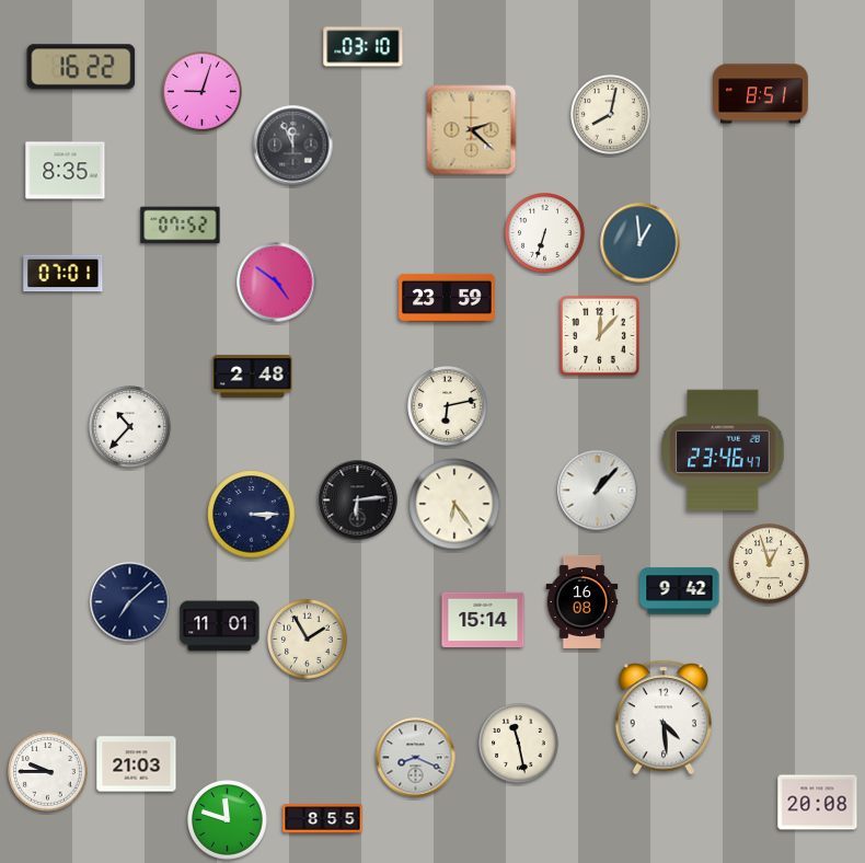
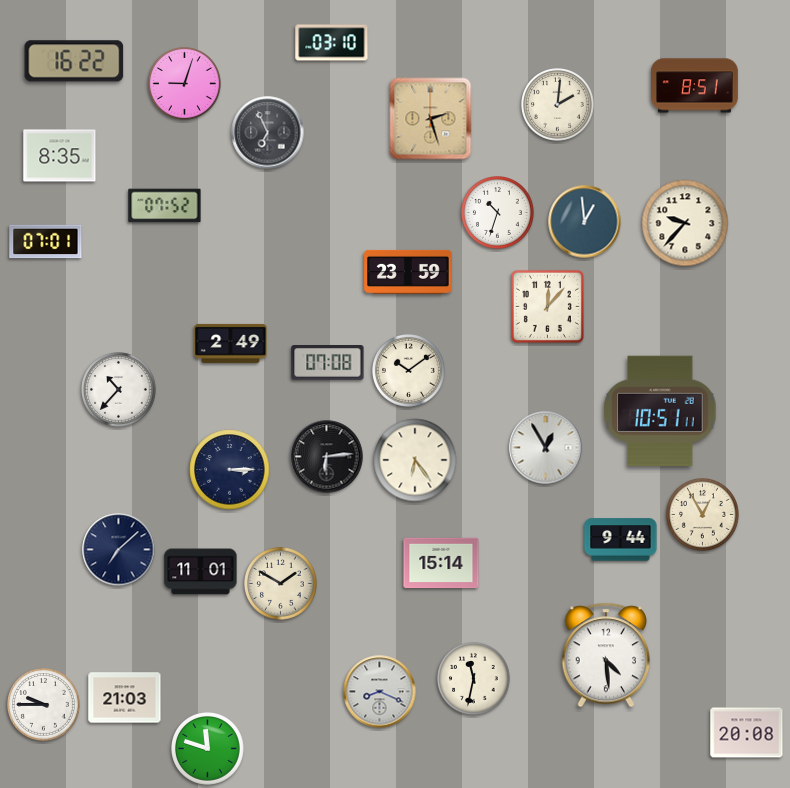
clock at (611, 115): 8:02 -> 2:01
clock at (472, 130): 2:22 -> 2:27
clock at (293, 146): 11:56 -> 6:56
clock at (545, 233): 6:33 -> 10:33
clock at (685, 223): none -> 9:37
clock at (64, 274) position: (64, 274) -> (46, 242)
clock at (277, 283): 4:51 -> none
clock at (253, 376): 2:48 -> 2:49
clock at (328, 363): none -> 07:08
clock at (448, 406): 6:13 -> 10:09
clock at (723, 450): 23:46 -> 10:51
clock at (598, 491): 1:07 -> 12:55
clock at (770, 564): 12:57 -> 12:55
clock at (680, 591): 9:42 -> 9:44
clock at (583, 601): 16:08 -> none
clock at (483, 620) position: (483, 620) -> (441, 563)
clock at (308, 640): 1:55 -> 1:50
clock at (519, 744): 11:28 -> 11:32
clock at (323, 819): 8:55 -> none
